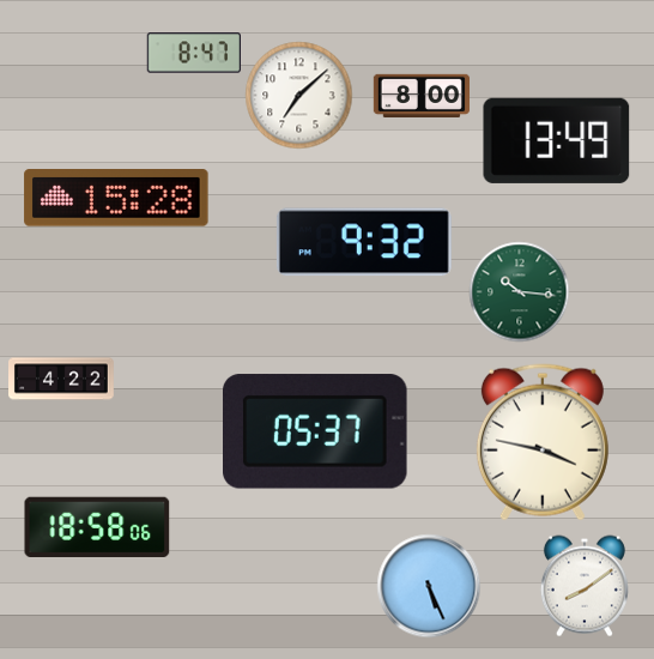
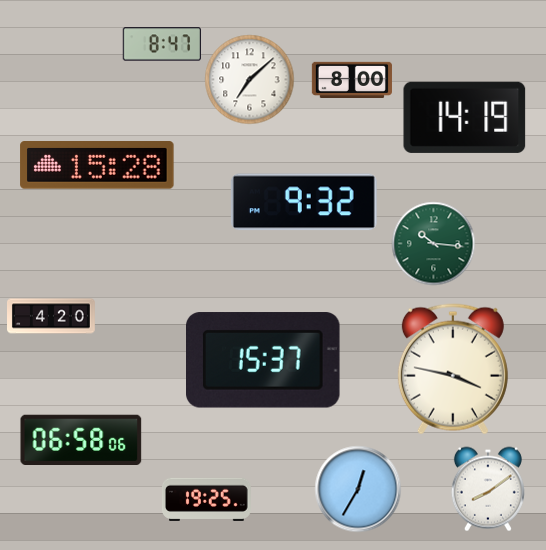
clock at (557, 140): 13:49 -> 14:19
clock at (62, 379): 4:22 -> 4:20
clock at (315, 431): 05:37 -> 15:37
clock at (97, 526): 18:58 -> 06:58
clock at (429, 586): 5:26 -> 12:35
clock at (206, 499): none -> 19:25
